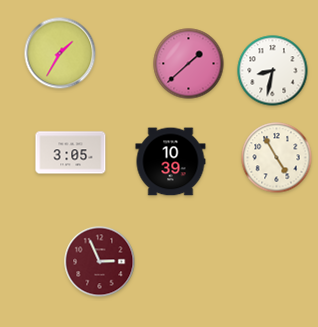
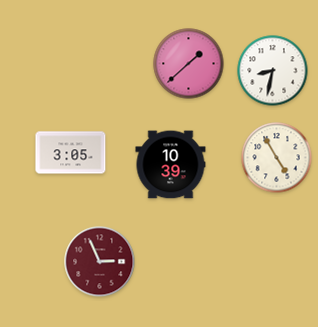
clock at (60, 53): 1:35 -> none
clock at (171, 162) position: (171, 162) -> (171, 165)
